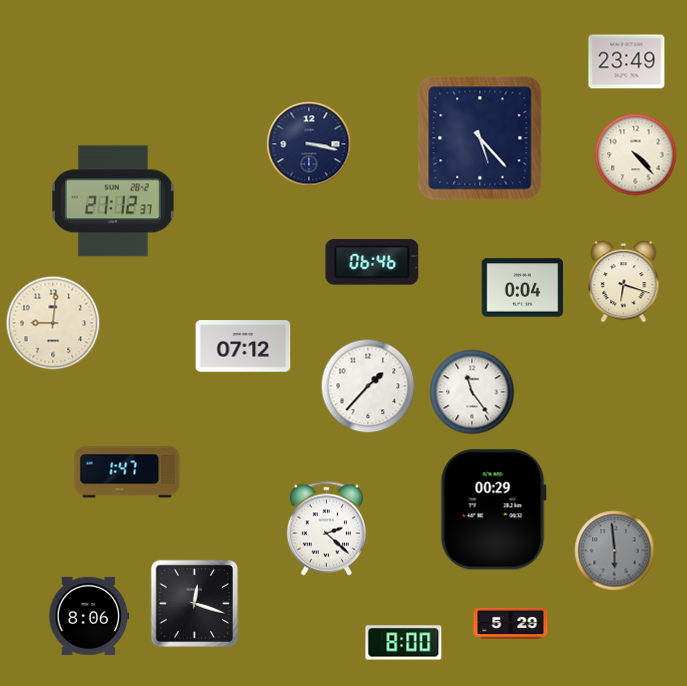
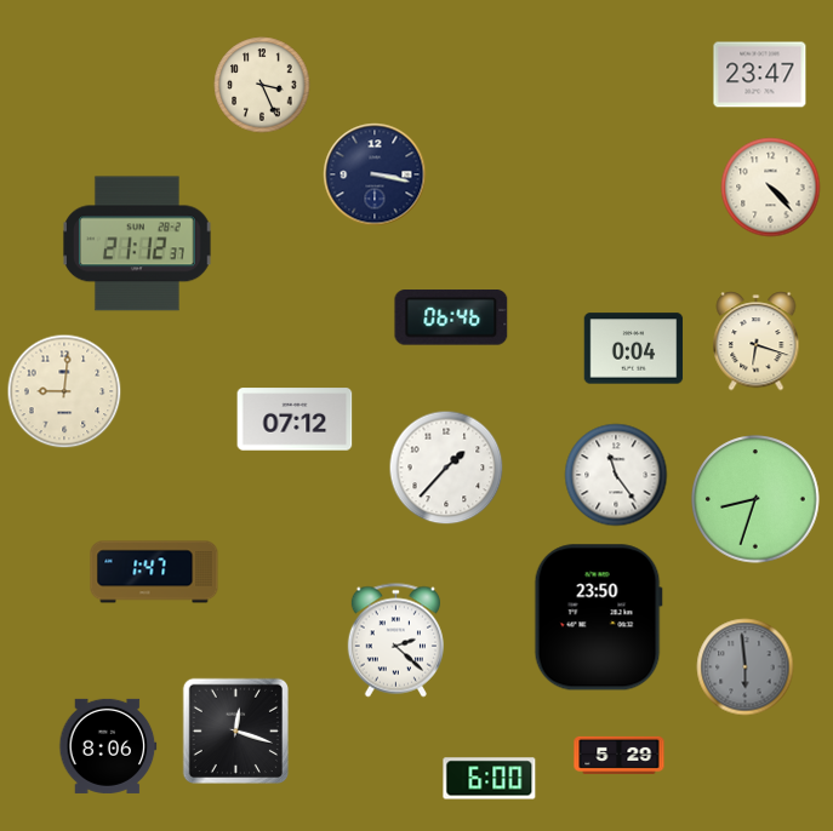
clock at (627, 62): 23:49 -> 23:47
clock at (262, 85): none -> 3:26
clock at (480, 138): 5:23 -> none
clock at (472, 392) position: (472, 392) -> (616, 475)
clock at (755, 499): none -> 8:33
clock at (493, 510): 00:29 -> 23:50
clock at (404, 643): 8:00 -> 6:00
